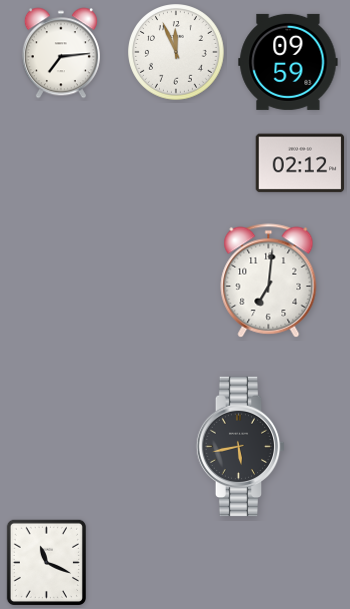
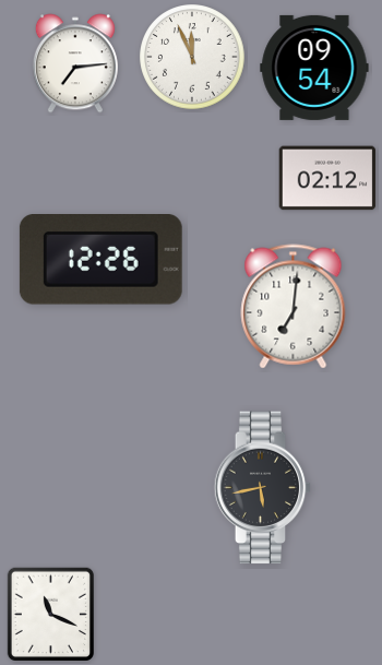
clock at (61, 53) position: (61, 53) -> (75, 63)
clock at (288, 62): 09:59 -> 09:54
clock at (100, 260): none -> 12:26
